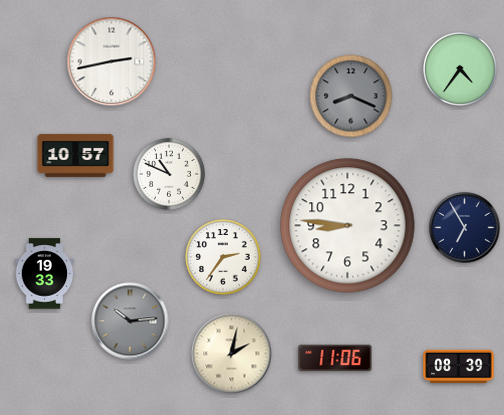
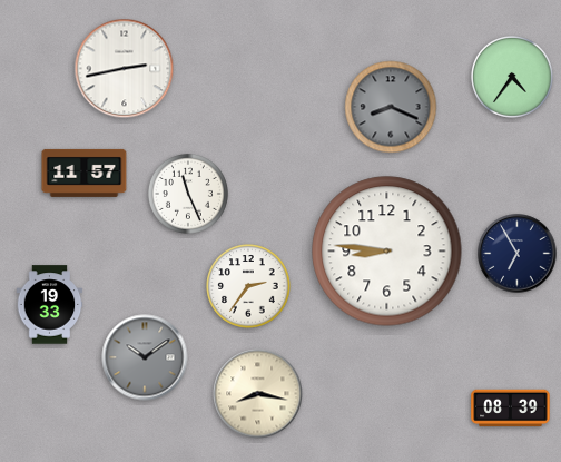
clock at (76, 155): 10:57 -> 11:57
clock at (169, 174): 10:49 -> 11:26
clock at (130, 321): 10:14 -> 10:09
clock at (232, 354): 2:02 -> 8:17
clock at (335, 358): 11:06 -> none
